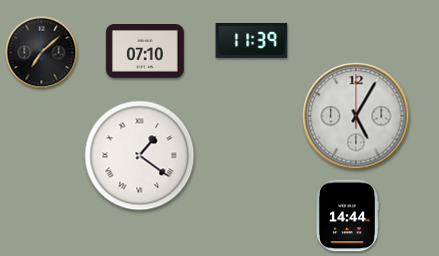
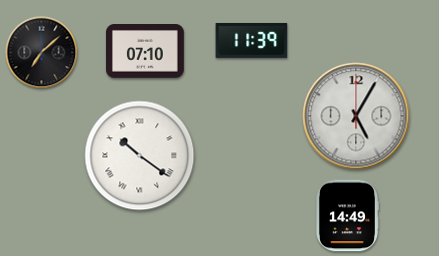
clock at (140, 156): 1:21 -> 10:21
clock at (348, 216): 14:44 -> 14:49
